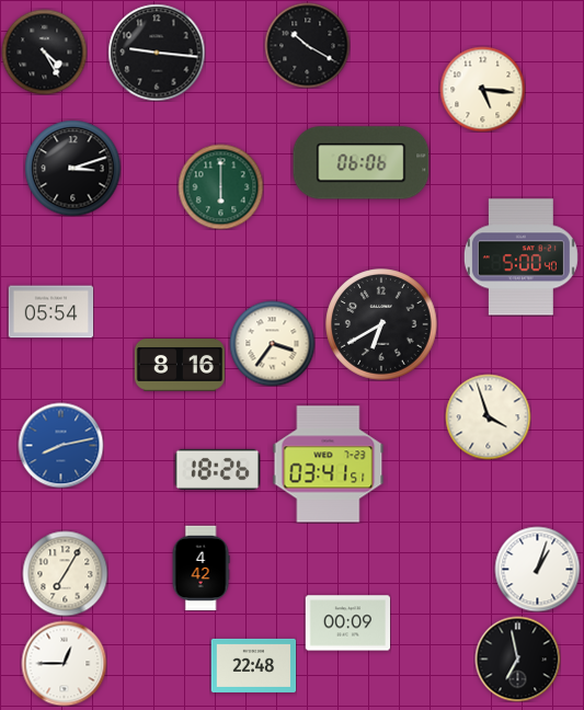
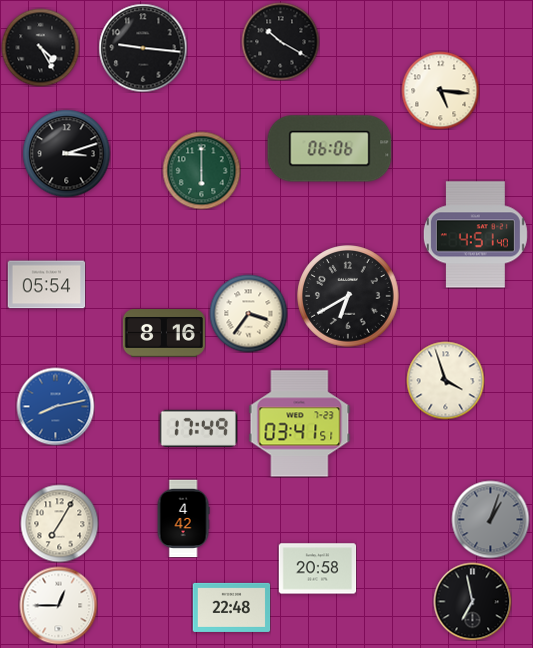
clock at (482, 89) position: (482, 89) -> (440, 90)
clock at (520, 257): 5:00 -> 4:51
clock at (217, 469): 18:26 -> 17:49
clock at (537, 569) dial: white -> grey
clock at (347, 623): 00:09 -> 20:58
